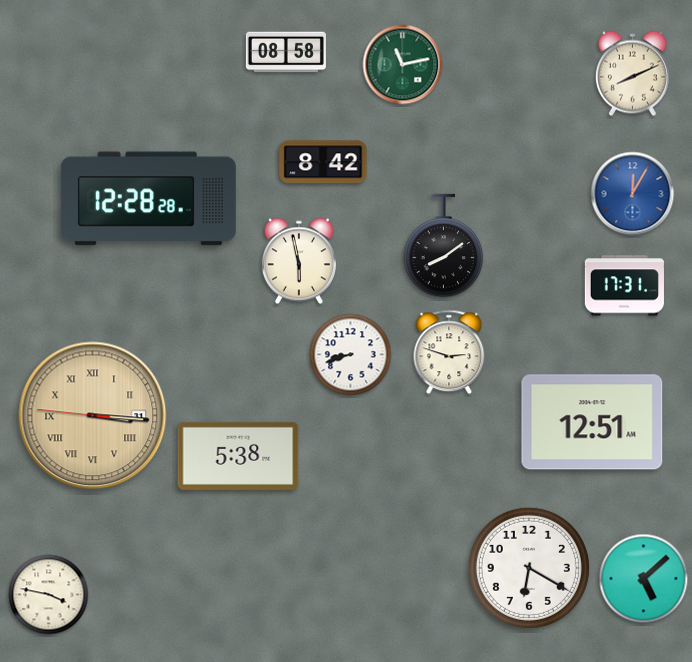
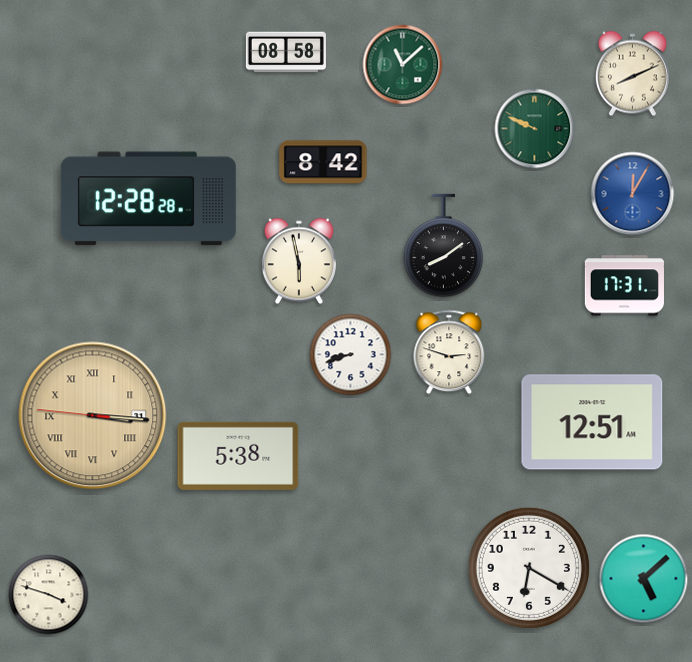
clock at (403, 65): 11:13 -> 11:08
clock at (535, 129): none -> 9:49
clock at (49, 595): 3:47 -> 3:48
